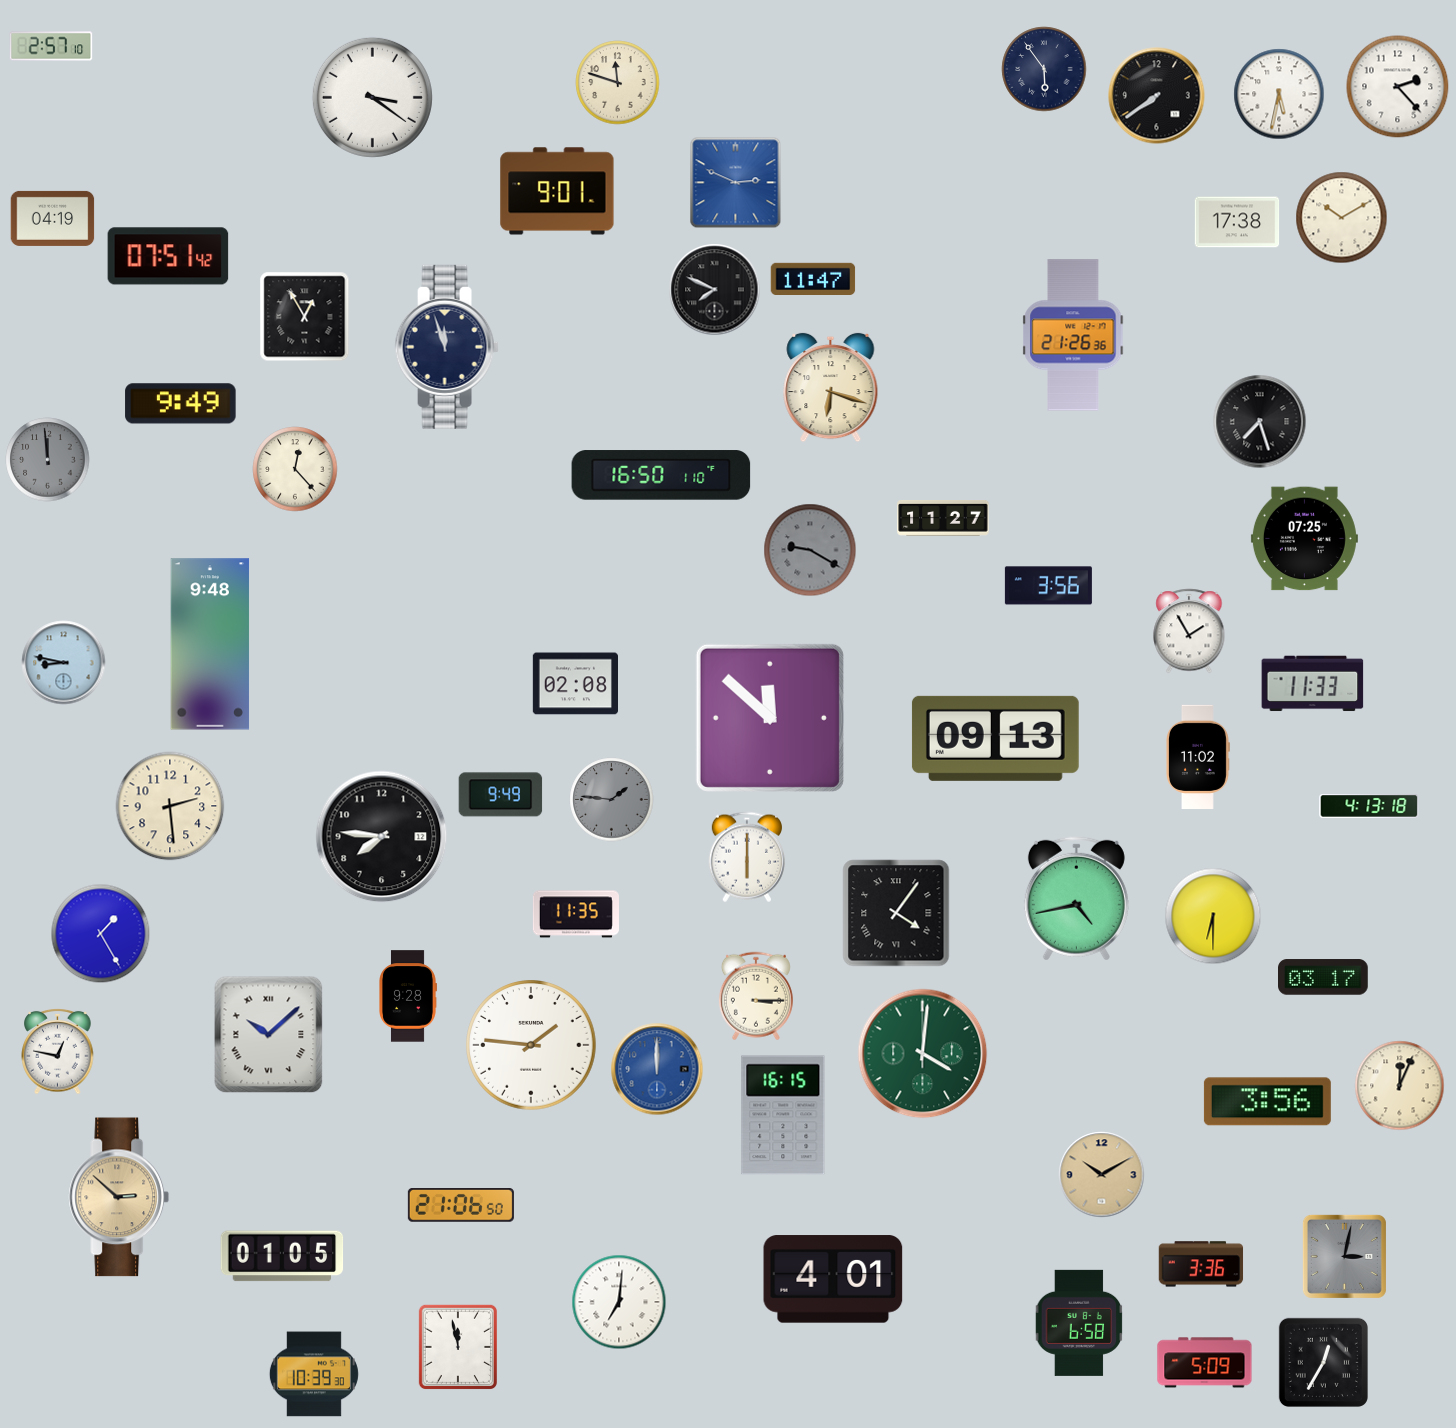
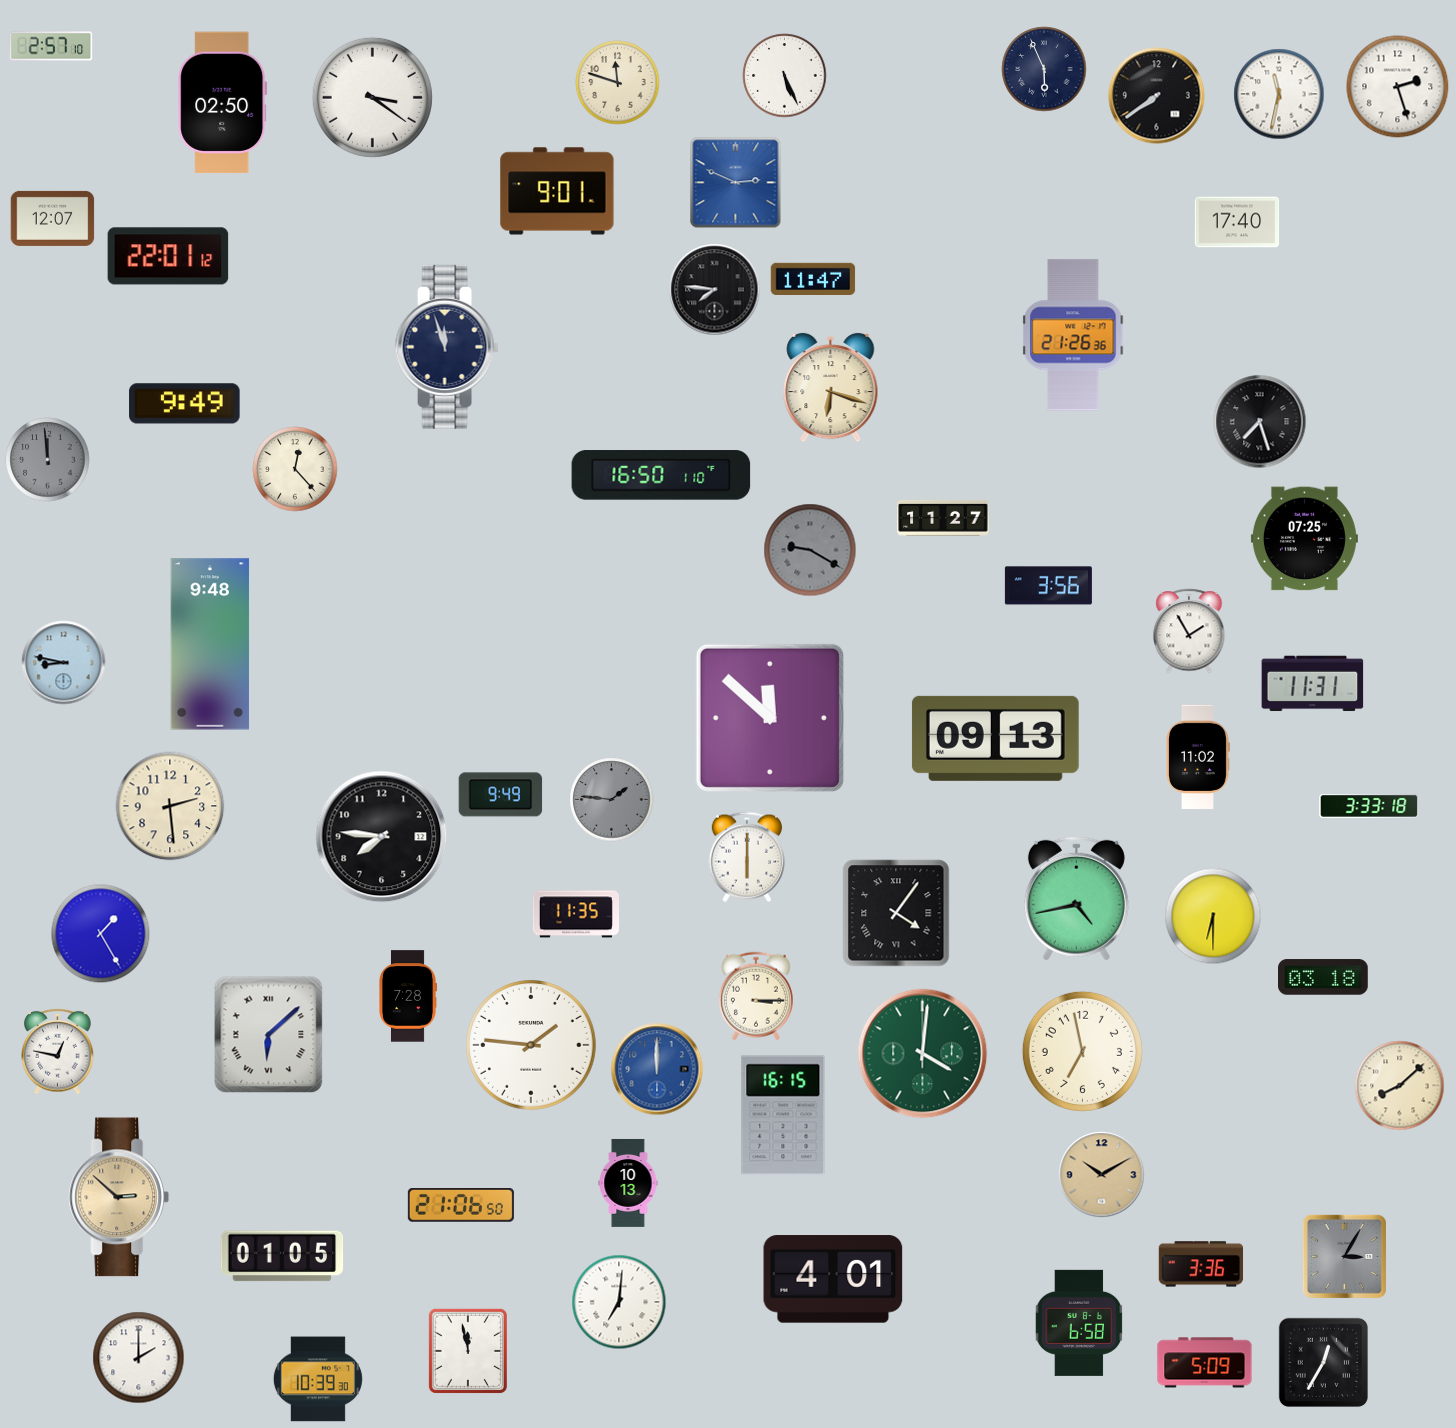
clock at (1044, 69): 5:54 -> 5:56
clock at (785, 76): none -> 5:26
clock at (1398, 87): 2:23 -> 2:27
clock at (1279, 94): 5:32 -> 11:32
clock at (223, 103): none -> 02:50
clock at (53, 218): 04:19 -> 12:07
clock at (1342, 218): 10:10 -> none
clock at (1237, 222): 17:38 -> 17:40
clock at (168, 256): 07:51 -> 22:01
clock at (715, 290): 7:49 -> 7:46
clock at (305, 317): 12:55 -> none
clock at (181, 404) position: (181, 404) -> (185, 404)
clock at (575, 684): 02:08 -> none
clock at (1313, 684): 11:33 -> 11:31
clock at (1369, 806): 4:13 -> 3:33
clock at (1323, 977): 03:17 -> 03:18
clock at (408, 996): 9:28 -> 7:28
clock at (269, 1035): 10:08 -> 6:08
clock at (1082, 1051): none -> 6:58
clock at (1400, 1086): 12:04 -> 8:08
clock at (1267, 1102): 3:56 -> none
clock at (628, 1183): none -> 10:13
clock at (1344, 1256): 3:02 -> 3:05
clock at (457, 1346) position: (457, 1346) -> (467, 1350)
clock at (139, 1358): none -> 2:00
clock at (314, 1374) position: (314, 1374) -> (318, 1379)
